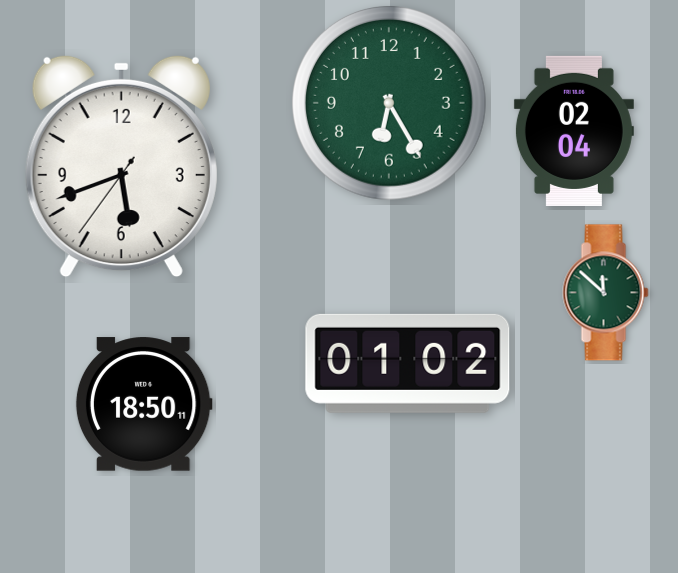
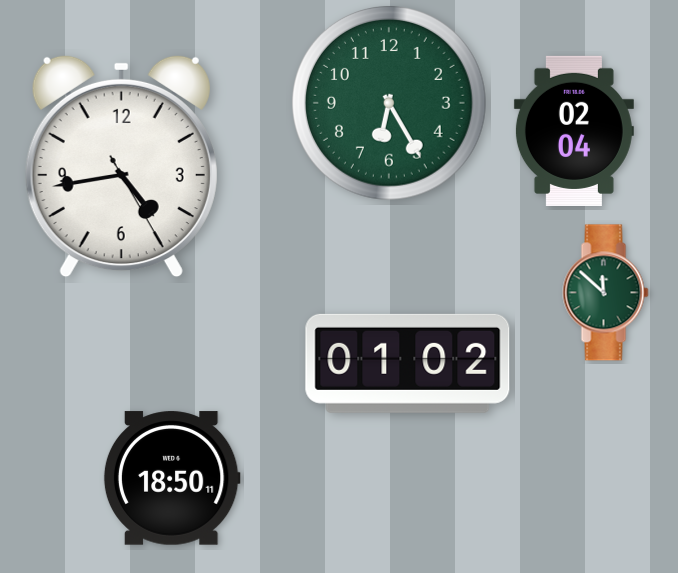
clock at (121, 166): 5:41 -> 4:43
clock at (144, 404) position: (144, 404) -> (172, 478)
